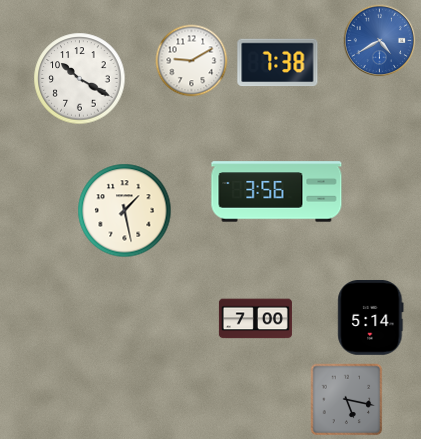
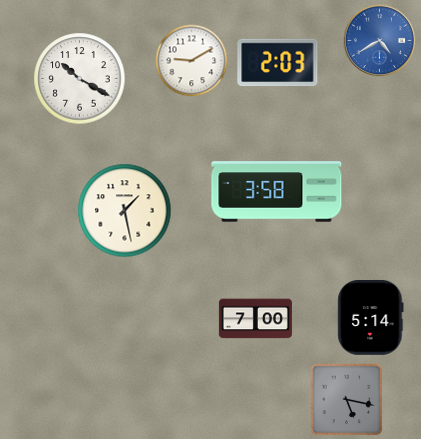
clock at (278, 63): 7:38 -> 2:03
clock at (277, 192): 3:56 -> 3:58
